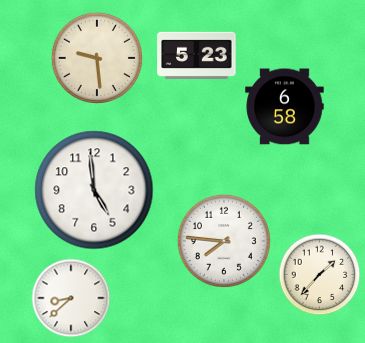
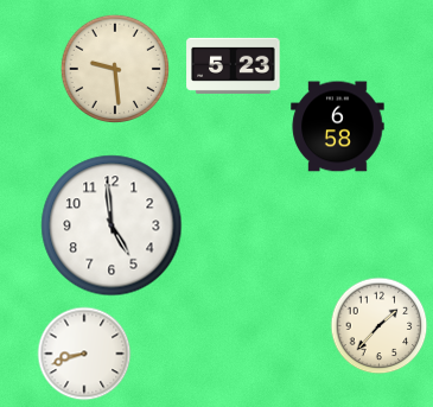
clock at (224, 241): 7:46 -> none
clock at (71, 298): 8:38 -> 8:42
